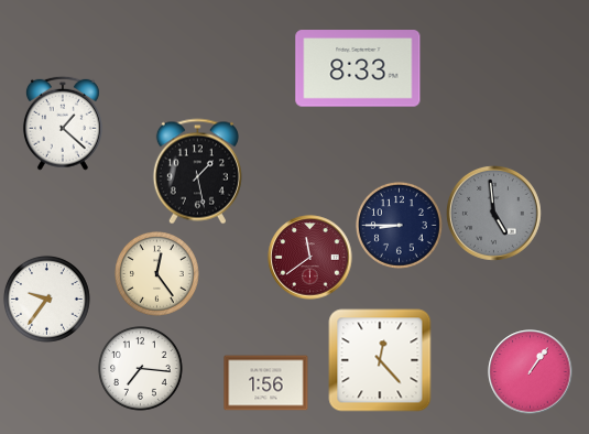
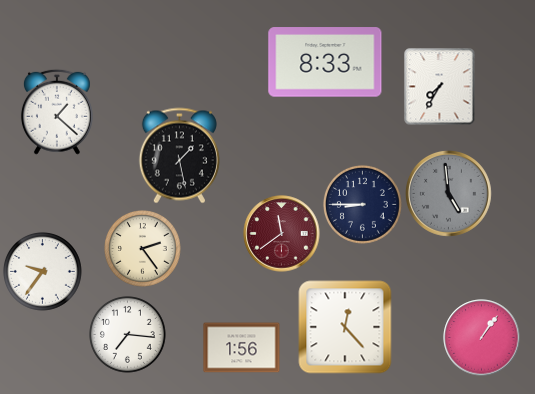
clock at (440, 87): none -> 7:35
clock at (157, 274): 12:24 -> 2:24
